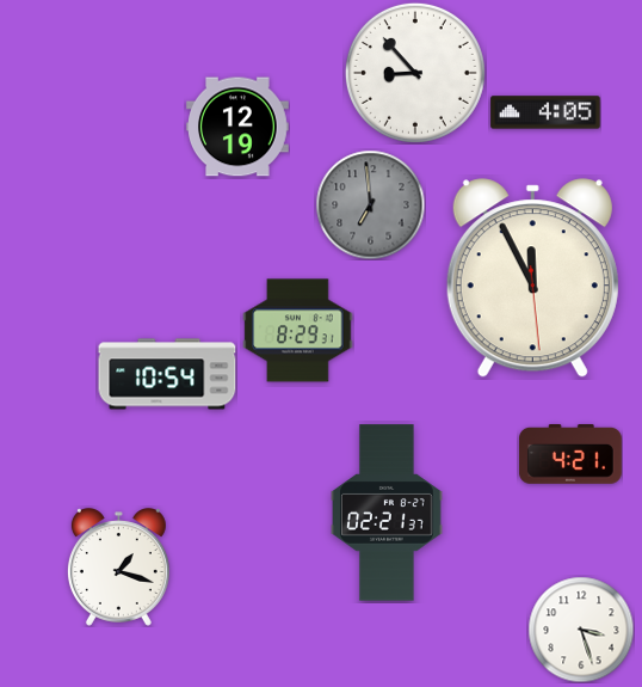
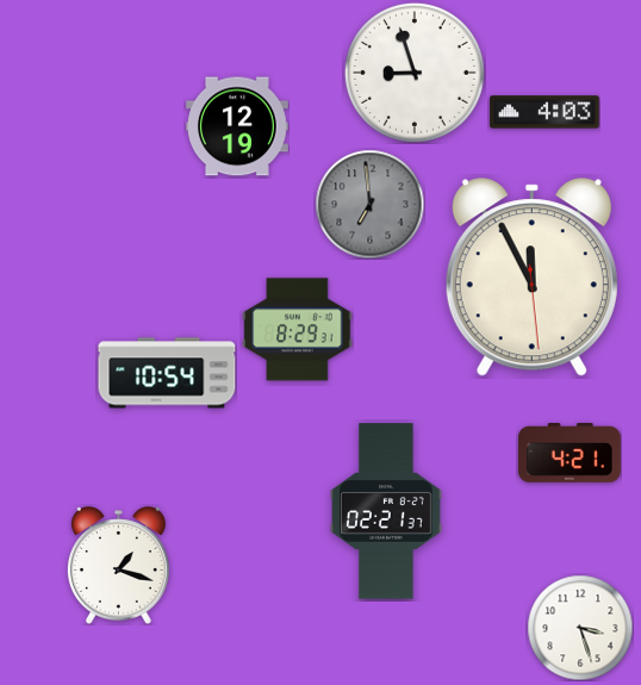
clock at (415, 73): 8:53 -> 8:57
clock at (545, 112): 4:05 -> 4:03
